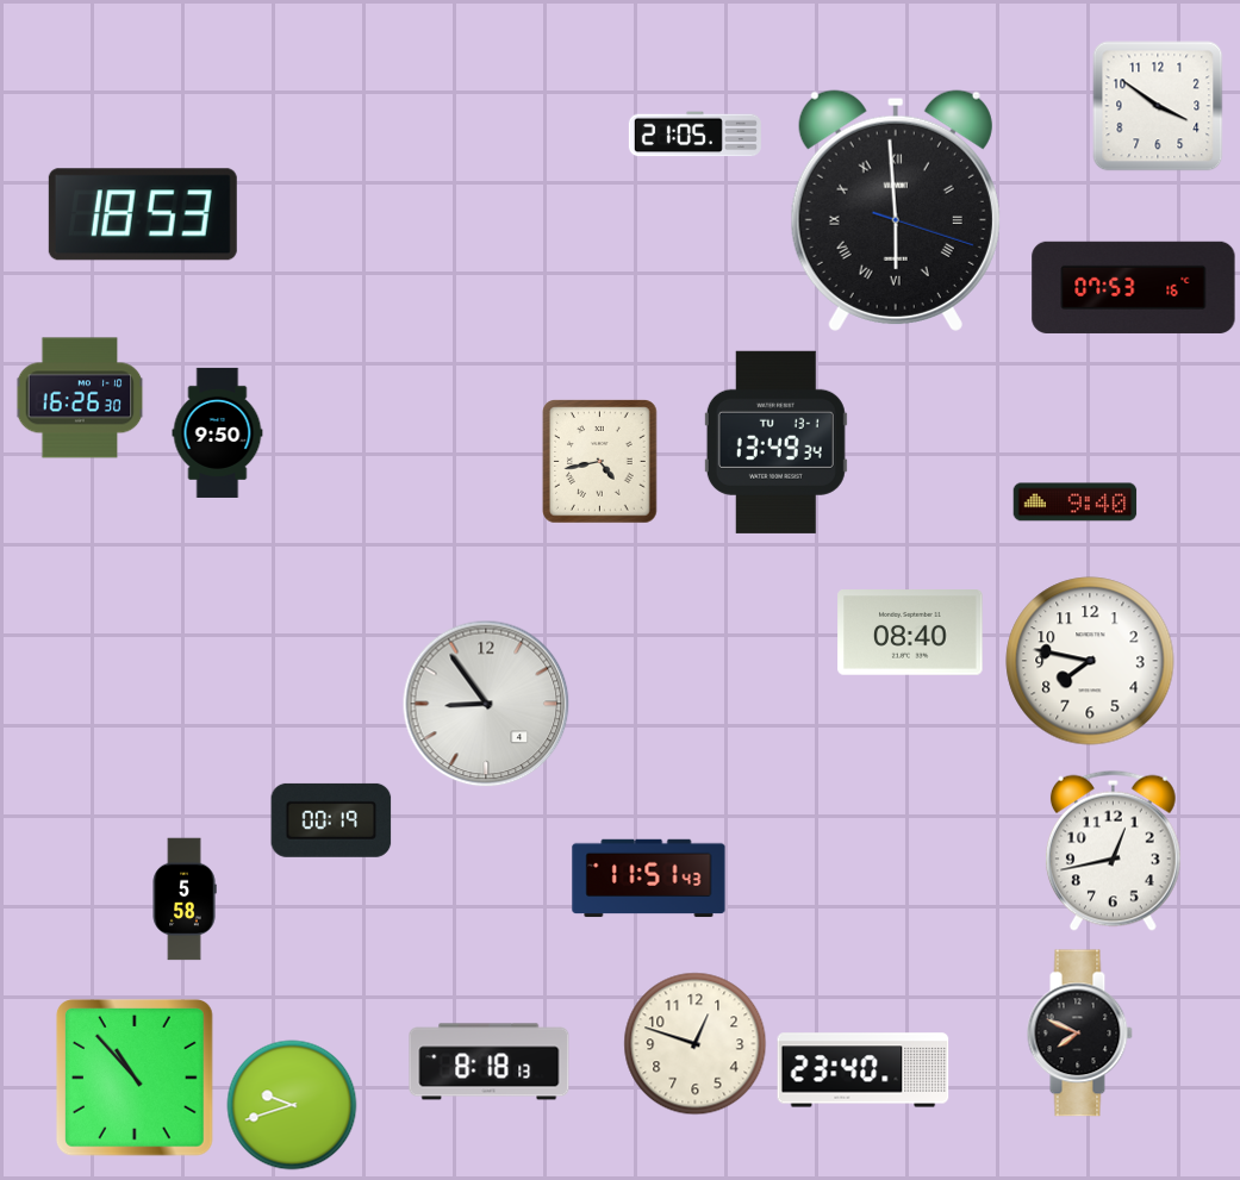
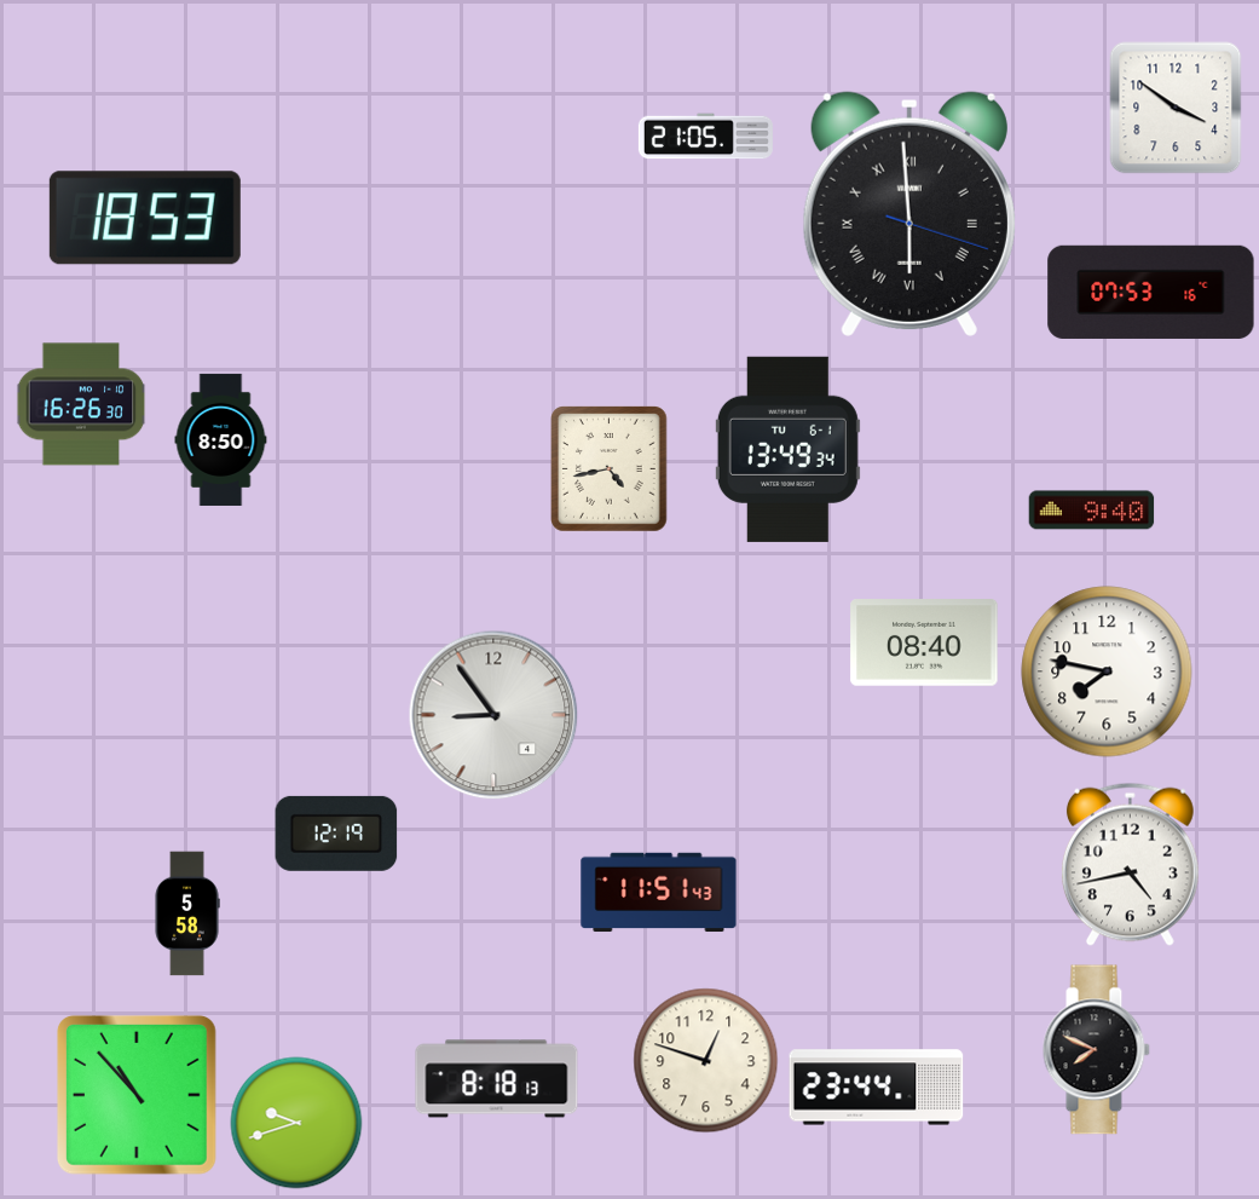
clock at (218, 432): 9:50 -> 8:50
clock at (775, 442) date: TU 13-1 -> TU 6-1
clock at (331, 820): 00:19 -> 12:19
clock at (1113, 850): 12:43 -> 4:43
clock at (864, 1070): 23:40 -> 23:44
